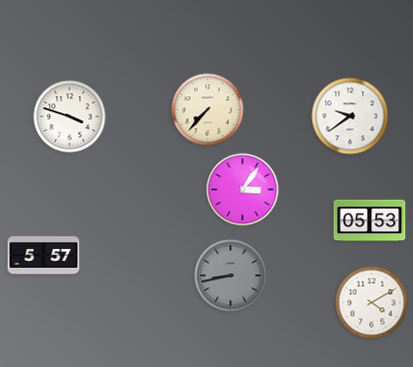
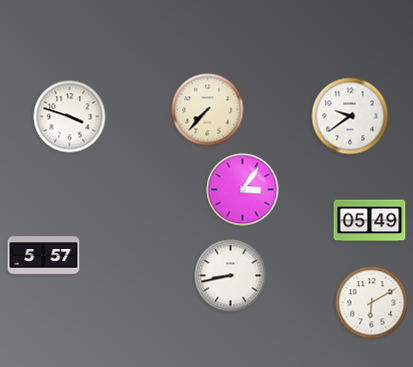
clock at (370, 221): 05:53 -> 05:49
clock at (231, 276) dial: grey -> white
clock at (372, 303): 4:10 -> 6:10
